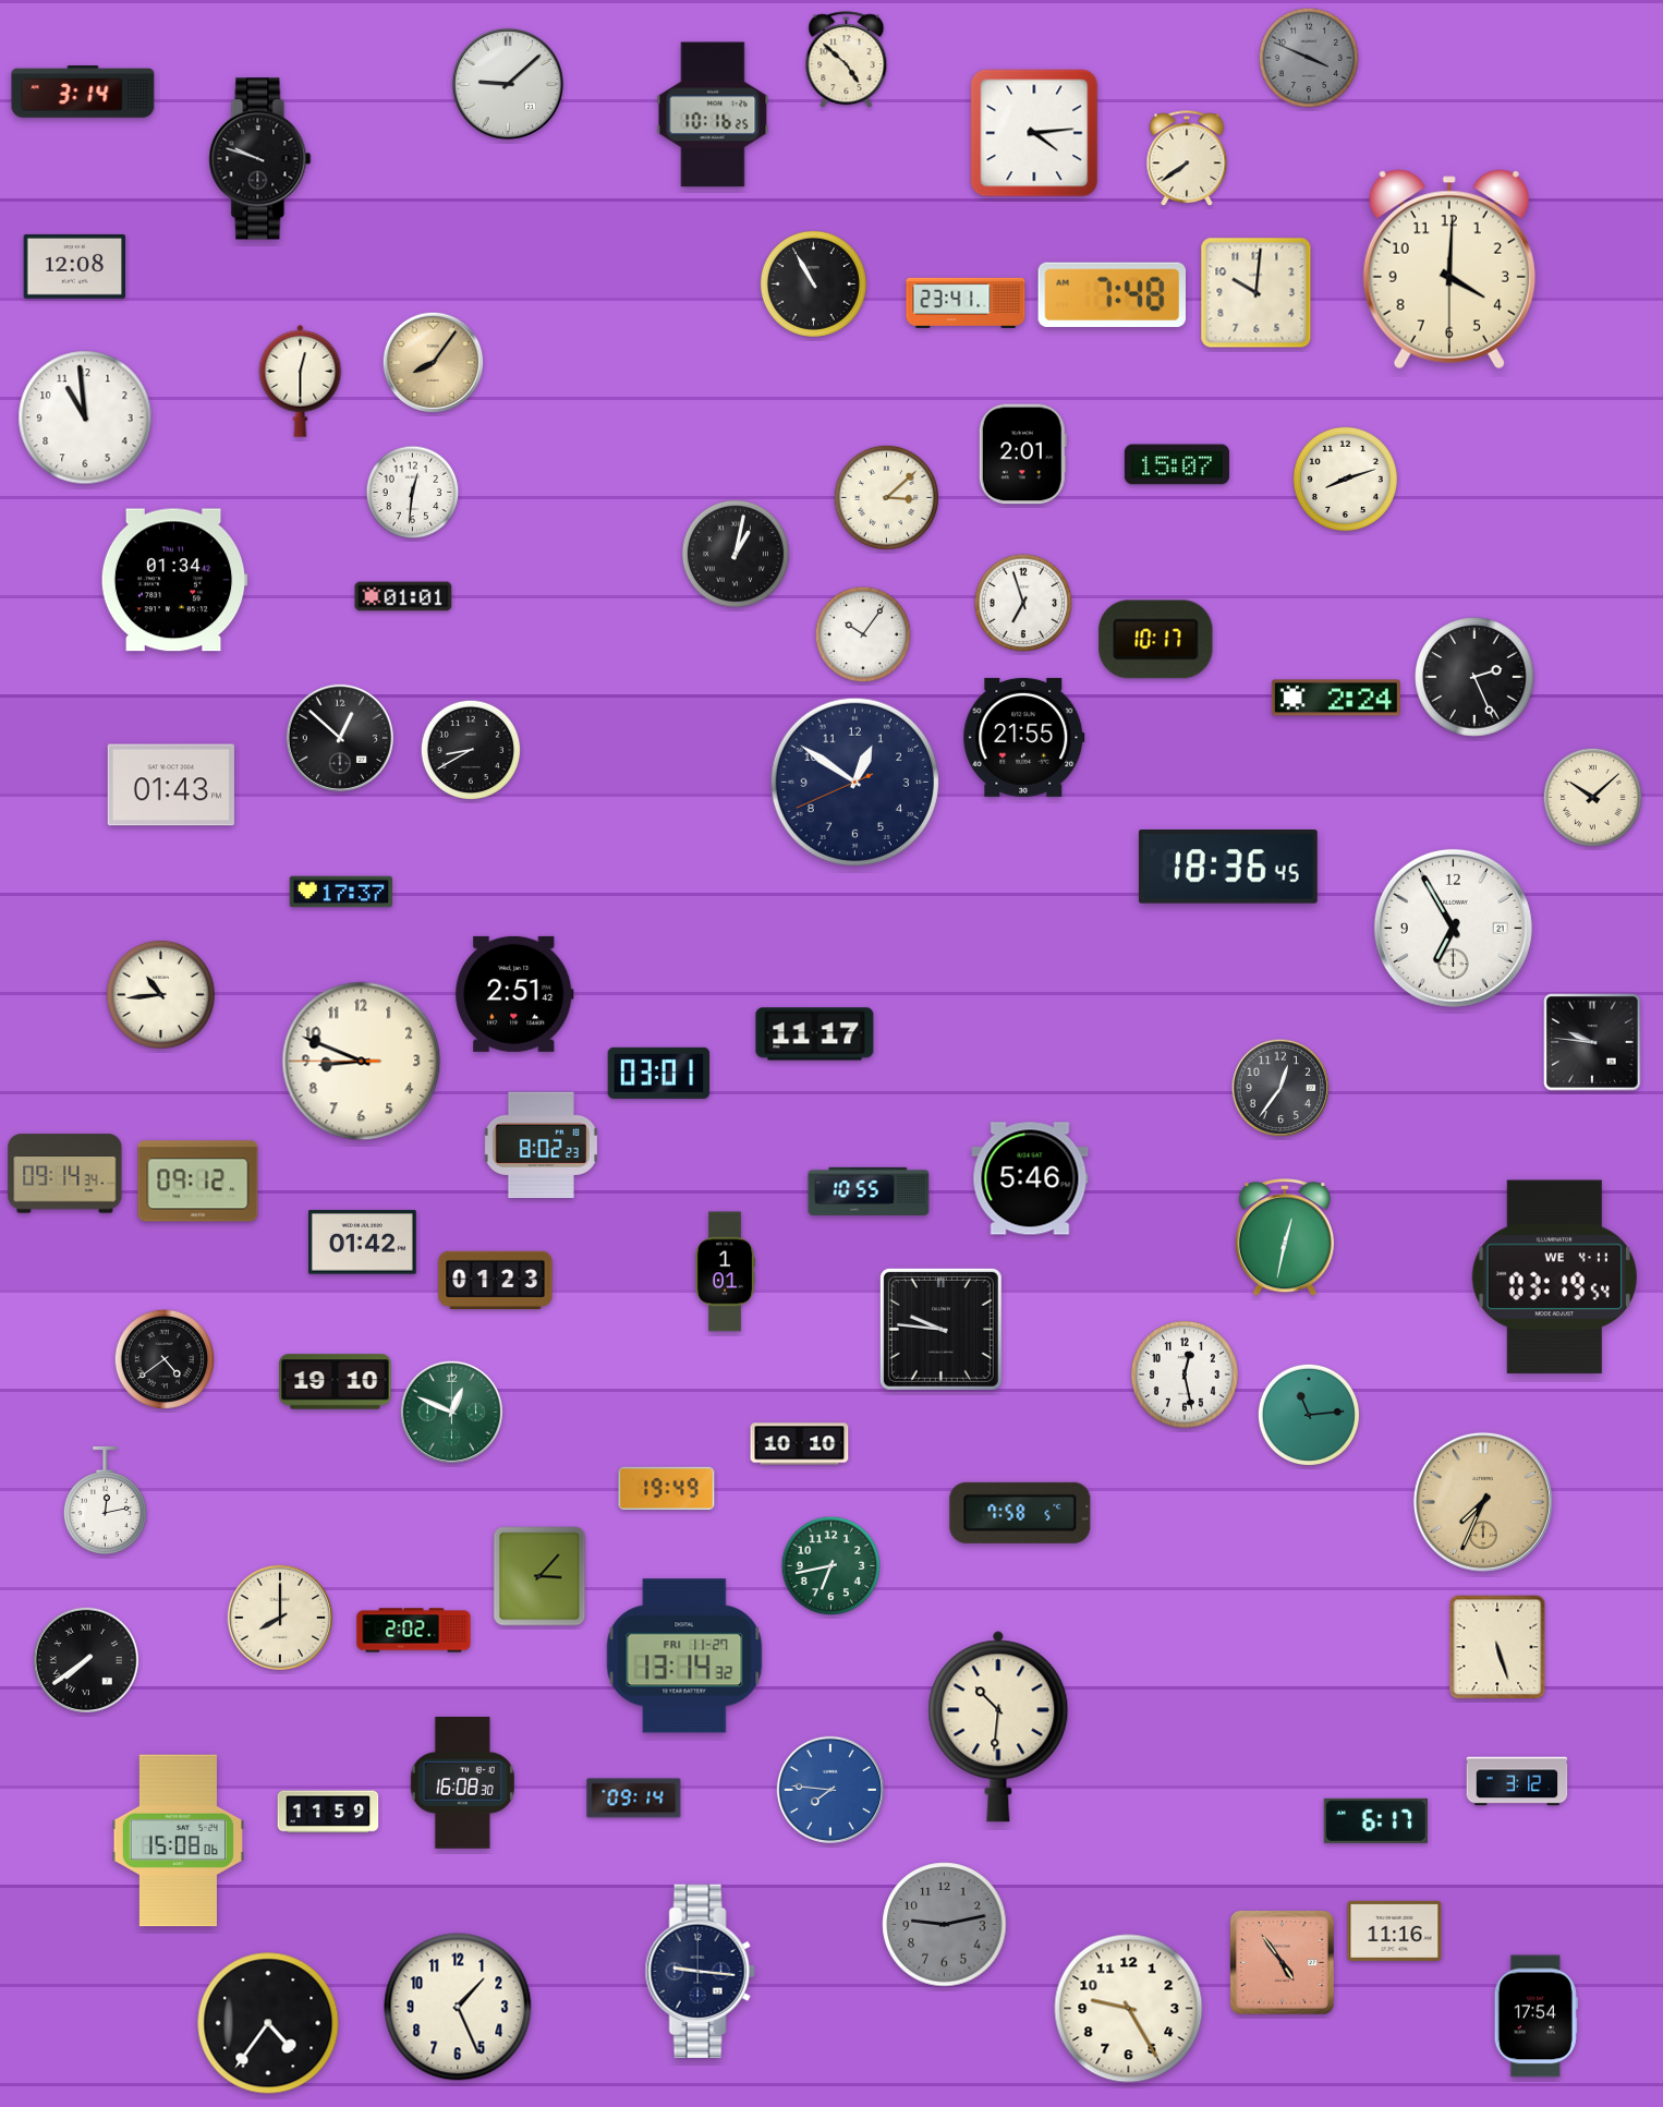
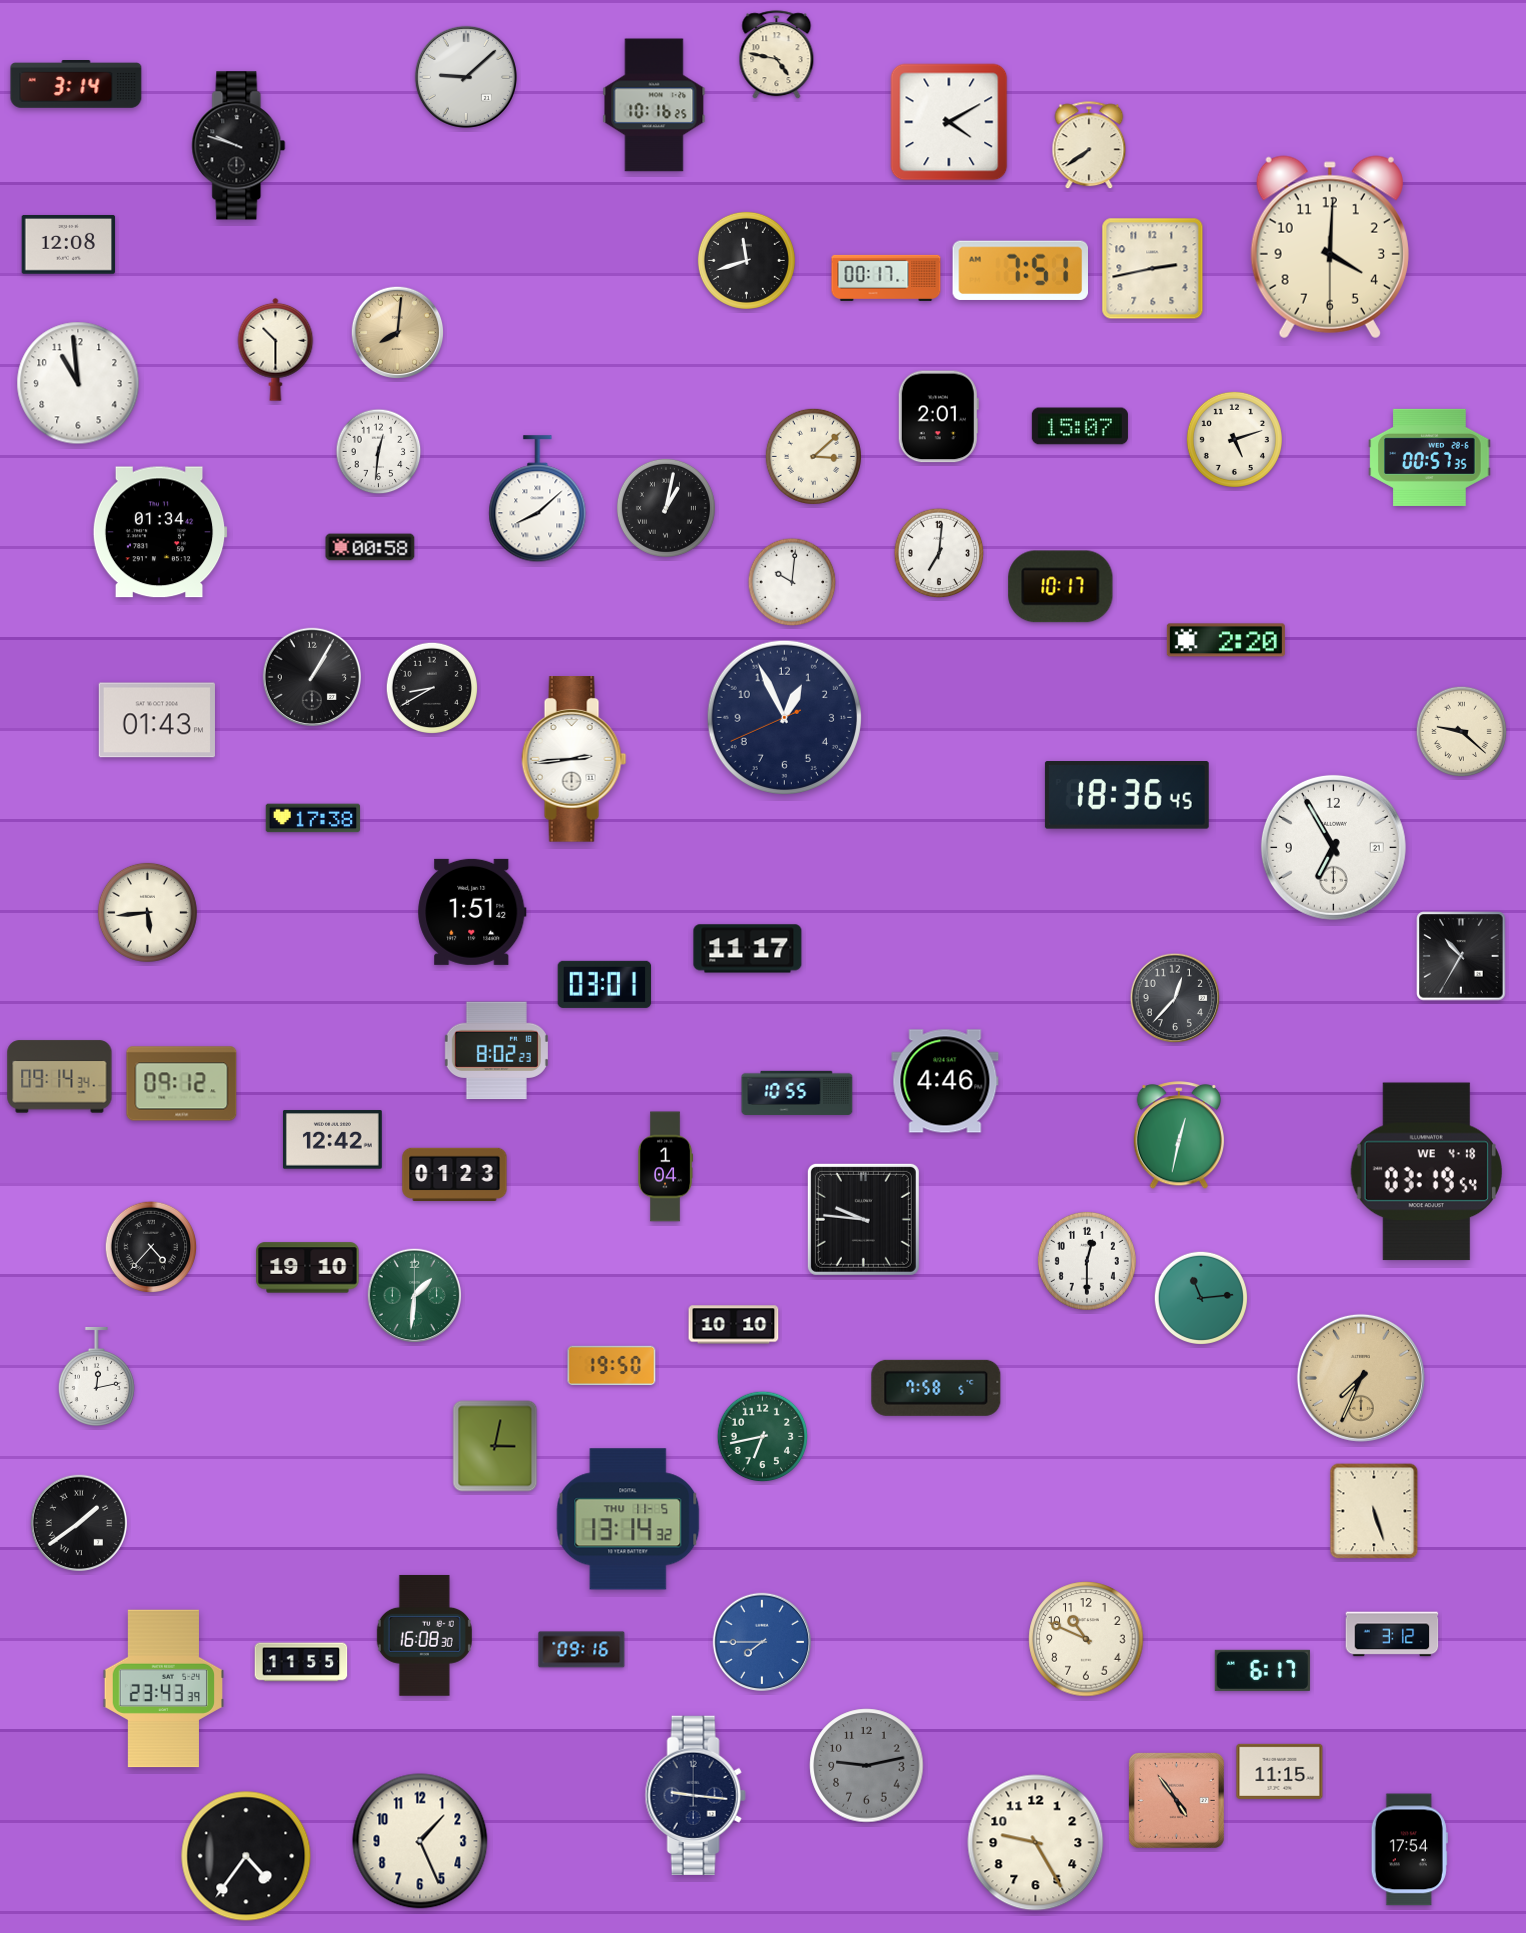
clock at (1309, 58): 3:49 -> none
clock at (847, 60): 4:52 -> 4:47
clock at (1034, 133): 4:14 -> 4:10
clock at (813, 283): 10:55 -> 11:42
clock at (1257, 293): 10:01 -> 2:43
clock at (1112, 294): 7:48 -> 7:51
clock at (966, 303): 23:41 -> 00:17
clock at (434, 363): 8:06 -> 8:01
clock at (301, 380): 12:30 -> 10:30
clock at (1345, 479): 8:12 -> 5:12
clock at (1430, 457): none -> 00:57
clock at (538, 499): none -> 8:08
clock at (736, 554) position: (736, 554) -> (666, 508)
clock at (403, 596): 01:01 -> 00:58
clock at (1023, 603): 6:57 -> 7:01
clock at (863, 634): 10:06 -> 10:01
clock at (1474, 677): 2:26 -> none
clock at (1336, 698): 2:24 -> 2:20
clock at (339, 737): 12:52 -> 1:05
clock at (1024, 737): 21:55 -> none
clock at (854, 782): 12:50 -> 12:55
clock at (1593, 798): 10:08 -> 9:22
clock at (574, 759): none -> 2:44
clock at (341, 892): 17:37 -> 17:38
clock at (1453, 928) position: (1453, 928) -> (1333, 847)
clock at (160, 994): 10:44 -> 5:44
clock at (514, 994): 2:51 -> 1:51
clock at (1592, 1042): 9:46 -> 10:35
clock at (362, 1062): 8:48 -> none
clock at (1280, 1088): 12:36 -> 12:37
clock at (1030, 1178): 5:46 -> 4:46
clock at (362, 1243): 01:42 -> 12:42
clock at (725, 1272): 1:01 -> 1:04
clock at (1554, 1277) date: WE 4-11 -> WE 4-18
clock at (165, 1359): 4:39 -> 4:37
clock at (1185, 1375): 12:28 -> 12:30
clock at (452, 1413): 12:49 -> 1:31
clock at (667, 1489): 19:49 -> 19:50
clock at (539, 1576): 3:07 -> 3:02
clock at (279, 1616): 8:00 -> none
clock at (414, 1631): 2:02 -> none
clock at (684, 1656) date: FRI 11-27 -> THU 11-5
clock at (85, 1659): 7:39 -> 1:39
clock at (998, 1727): 10:31 -> none
clock at (1086, 1639): none -> 10:49
clock at (829, 1789): 7:46 -> 7:45
clock at (634, 1799): 09:14 -> 09:16
clock at (328, 1812): 11:59 -> 11:55
clock at (179, 1841): 15:08 -> 23:43
clock at (1395, 1930): 11:16 -> 11:15
clock at (700, 1971) position: (700, 1971) -> (695, 1795)
